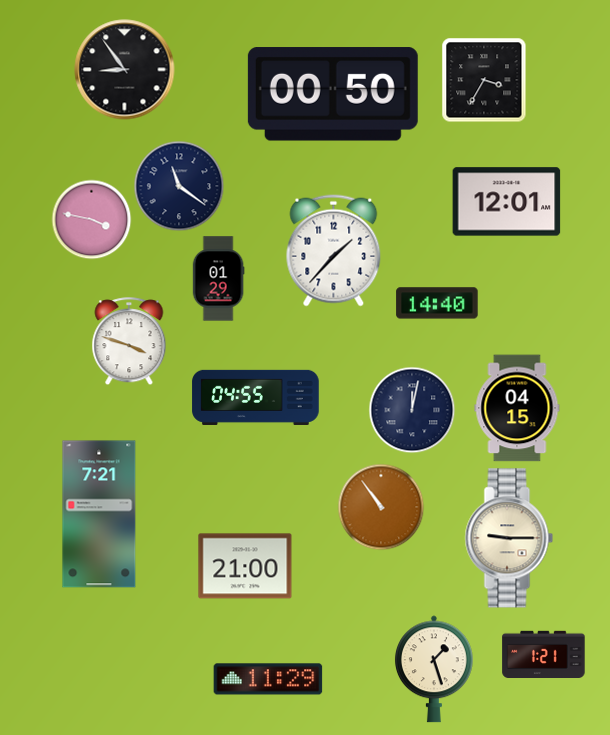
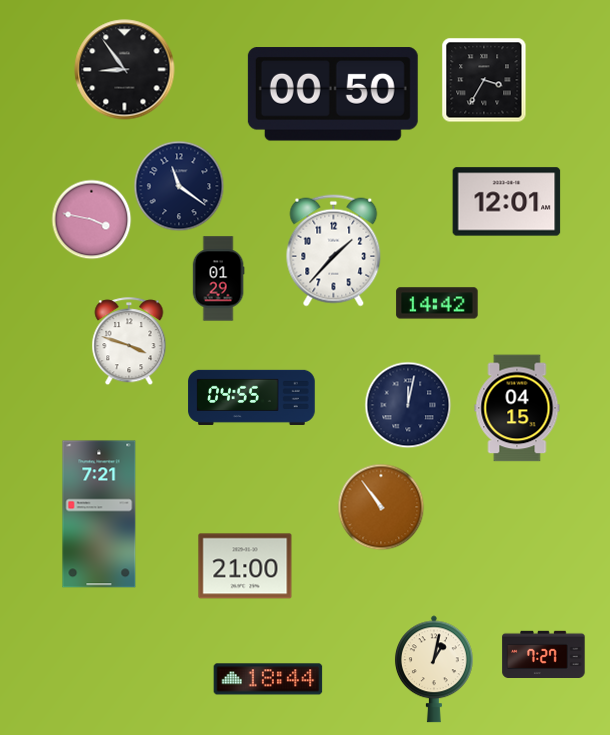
clock at (437, 303): 14:40 -> 14:42
clock at (256, 397) position: (256, 397) -> (252, 397)
clock at (412, 410) position: (412, 410) -> (408, 405)
clock at (509, 538): 9:15 -> none
clock at (544, 655): 1:21 -> 7:27
clock at (434, 669): 1:27 -> 1:02
clock at (268, 679): 11:29 -> 18:44
